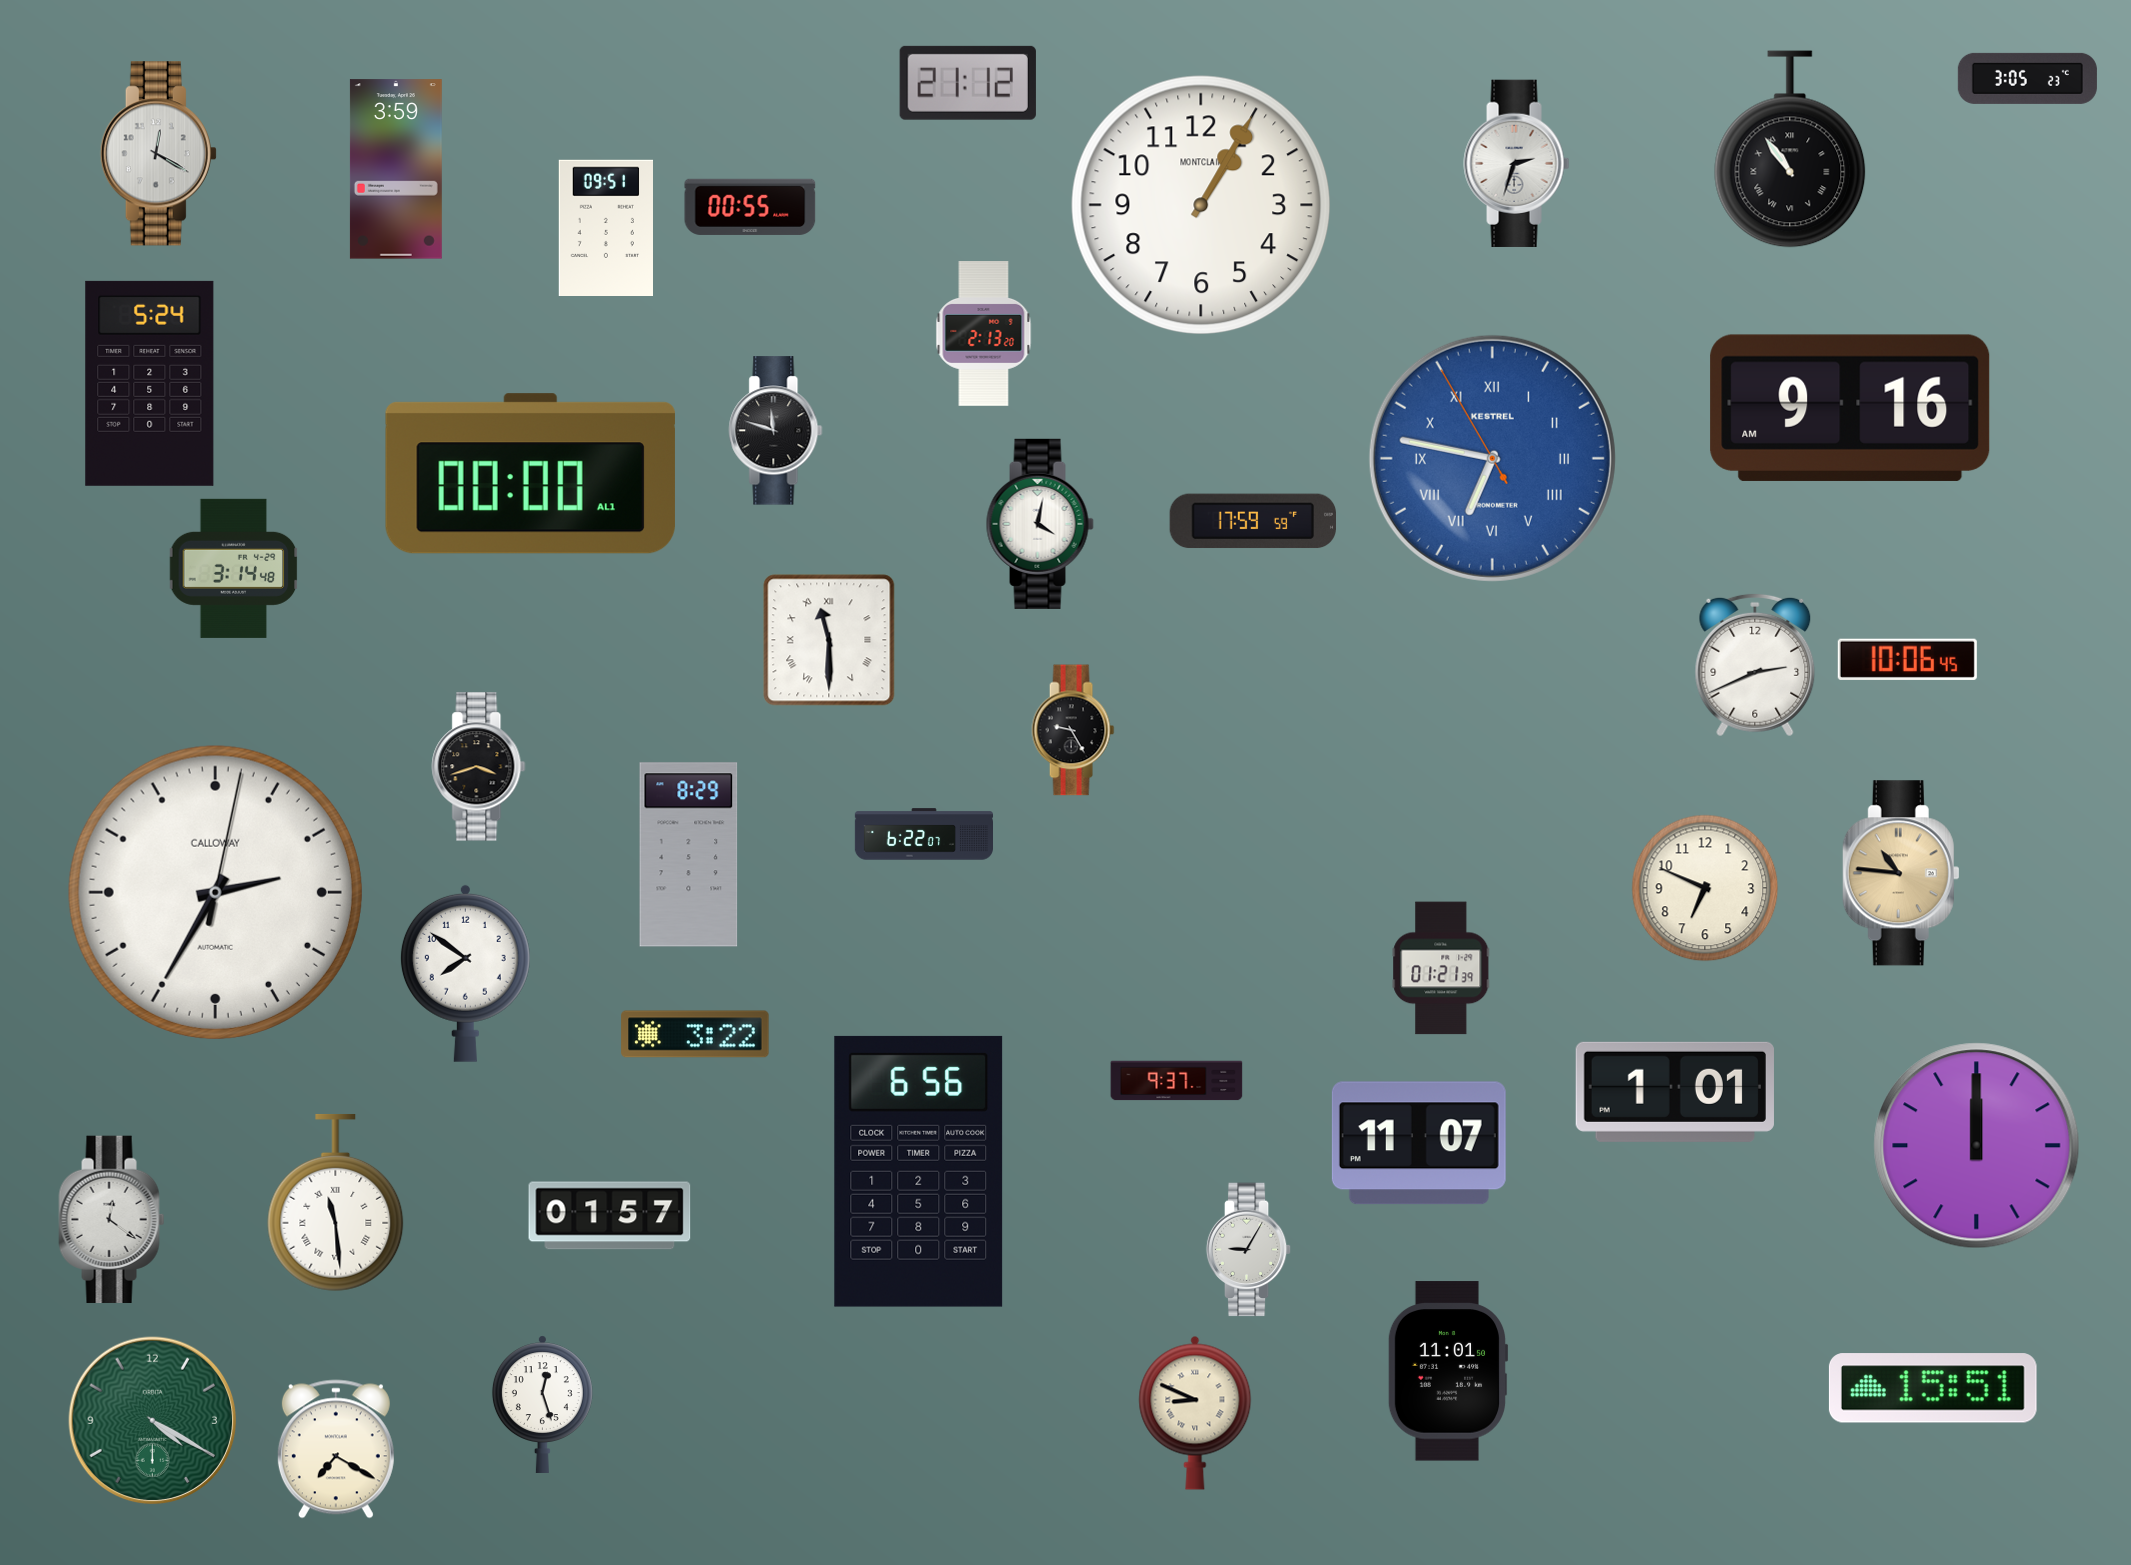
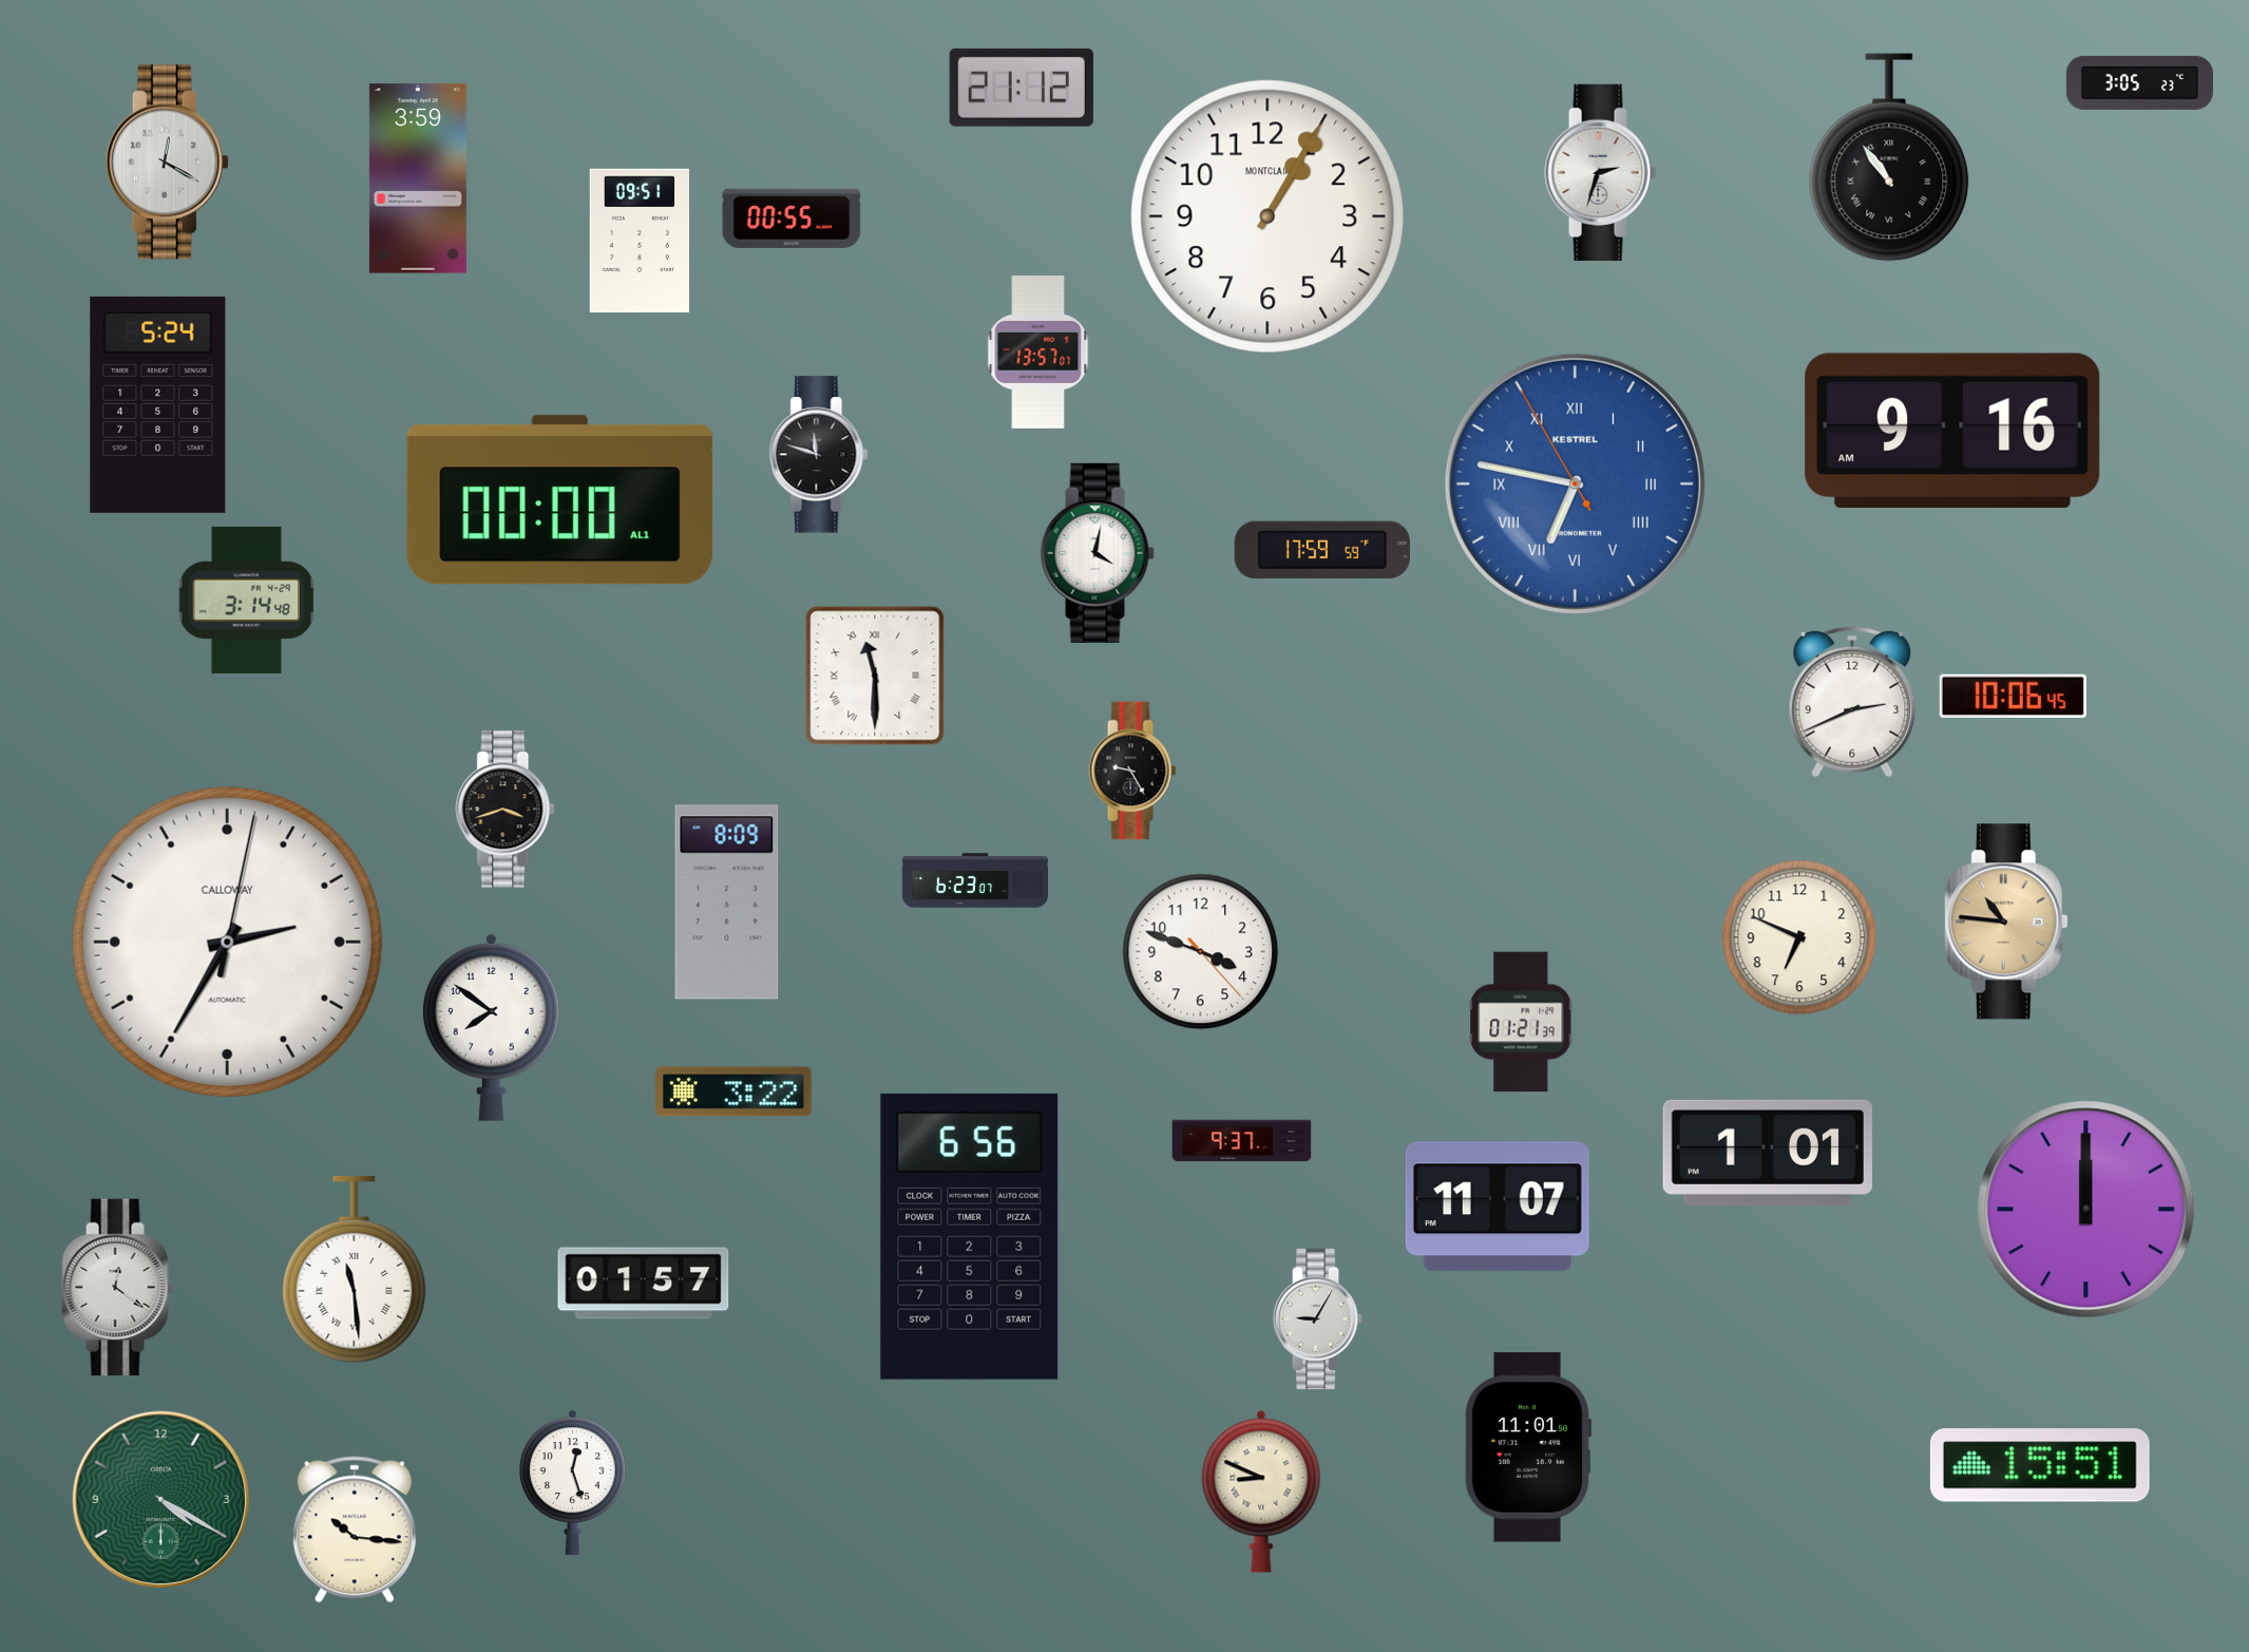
clock at (984, 334): 2:13 -> 13:57
clock at (923, 834): 6:22 -> 6:23
clock at (689, 855): 8:29 -> 8:09
clock at (1201, 952): none -> 3:48
clock at (336, 1449): 7:20 -> 10:16
